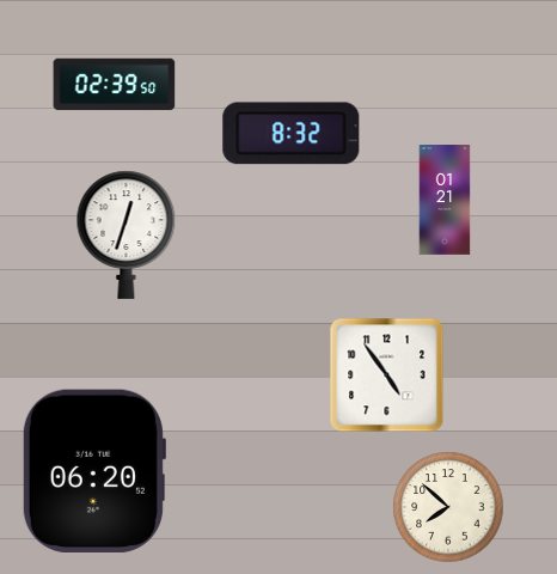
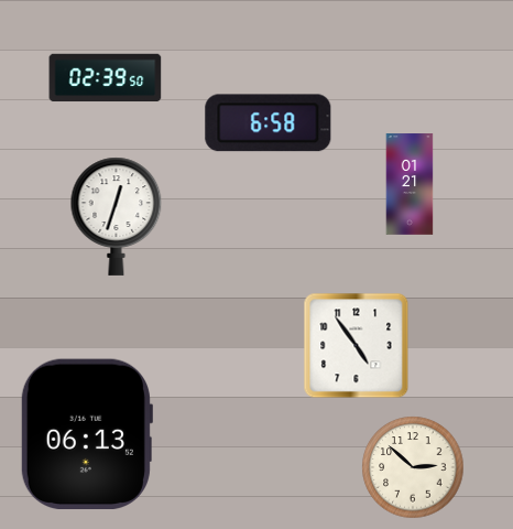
clock at (292, 134): 8:32 -> 6:58
clock at (93, 470): 06:20 -> 06:13
clock at (448, 507): 7:52 -> 2:52
